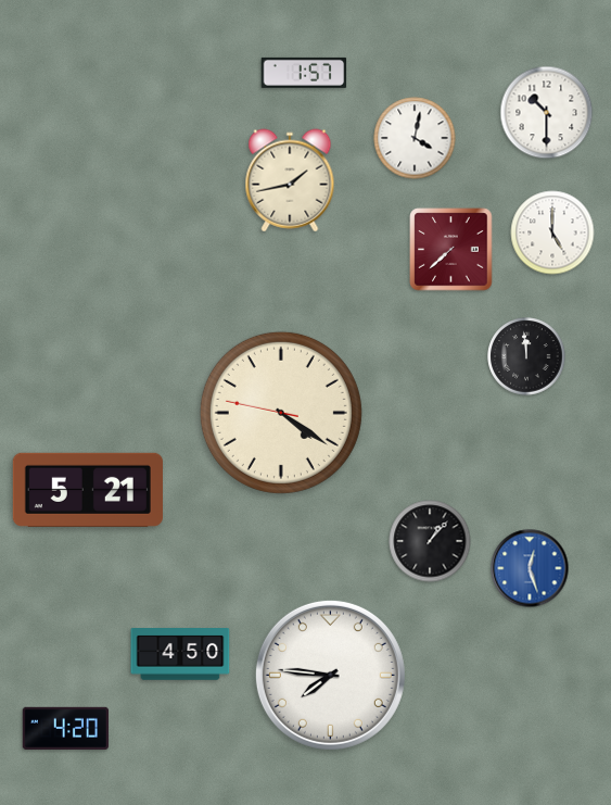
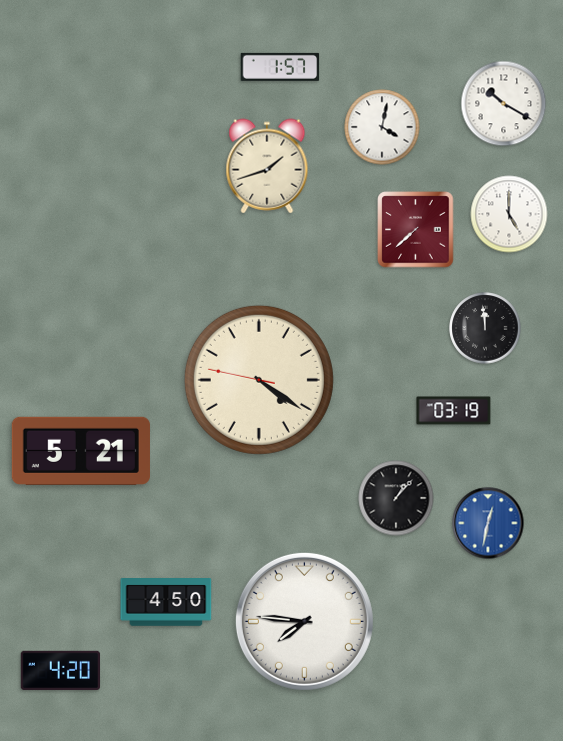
clock at (547, 113): 10:30 -> 10:20
clock at (290, 180): 1:43 -> 1:42
clock at (454, 411): none -> 03:19
clock at (530, 568): 12:27 -> 12:32
